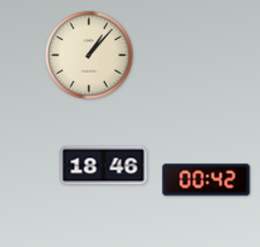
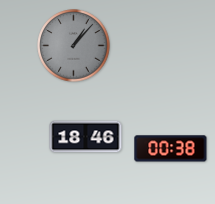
clock at (89, 56) dial: cream -> grey
clock at (207, 180): 00:42 -> 00:38
